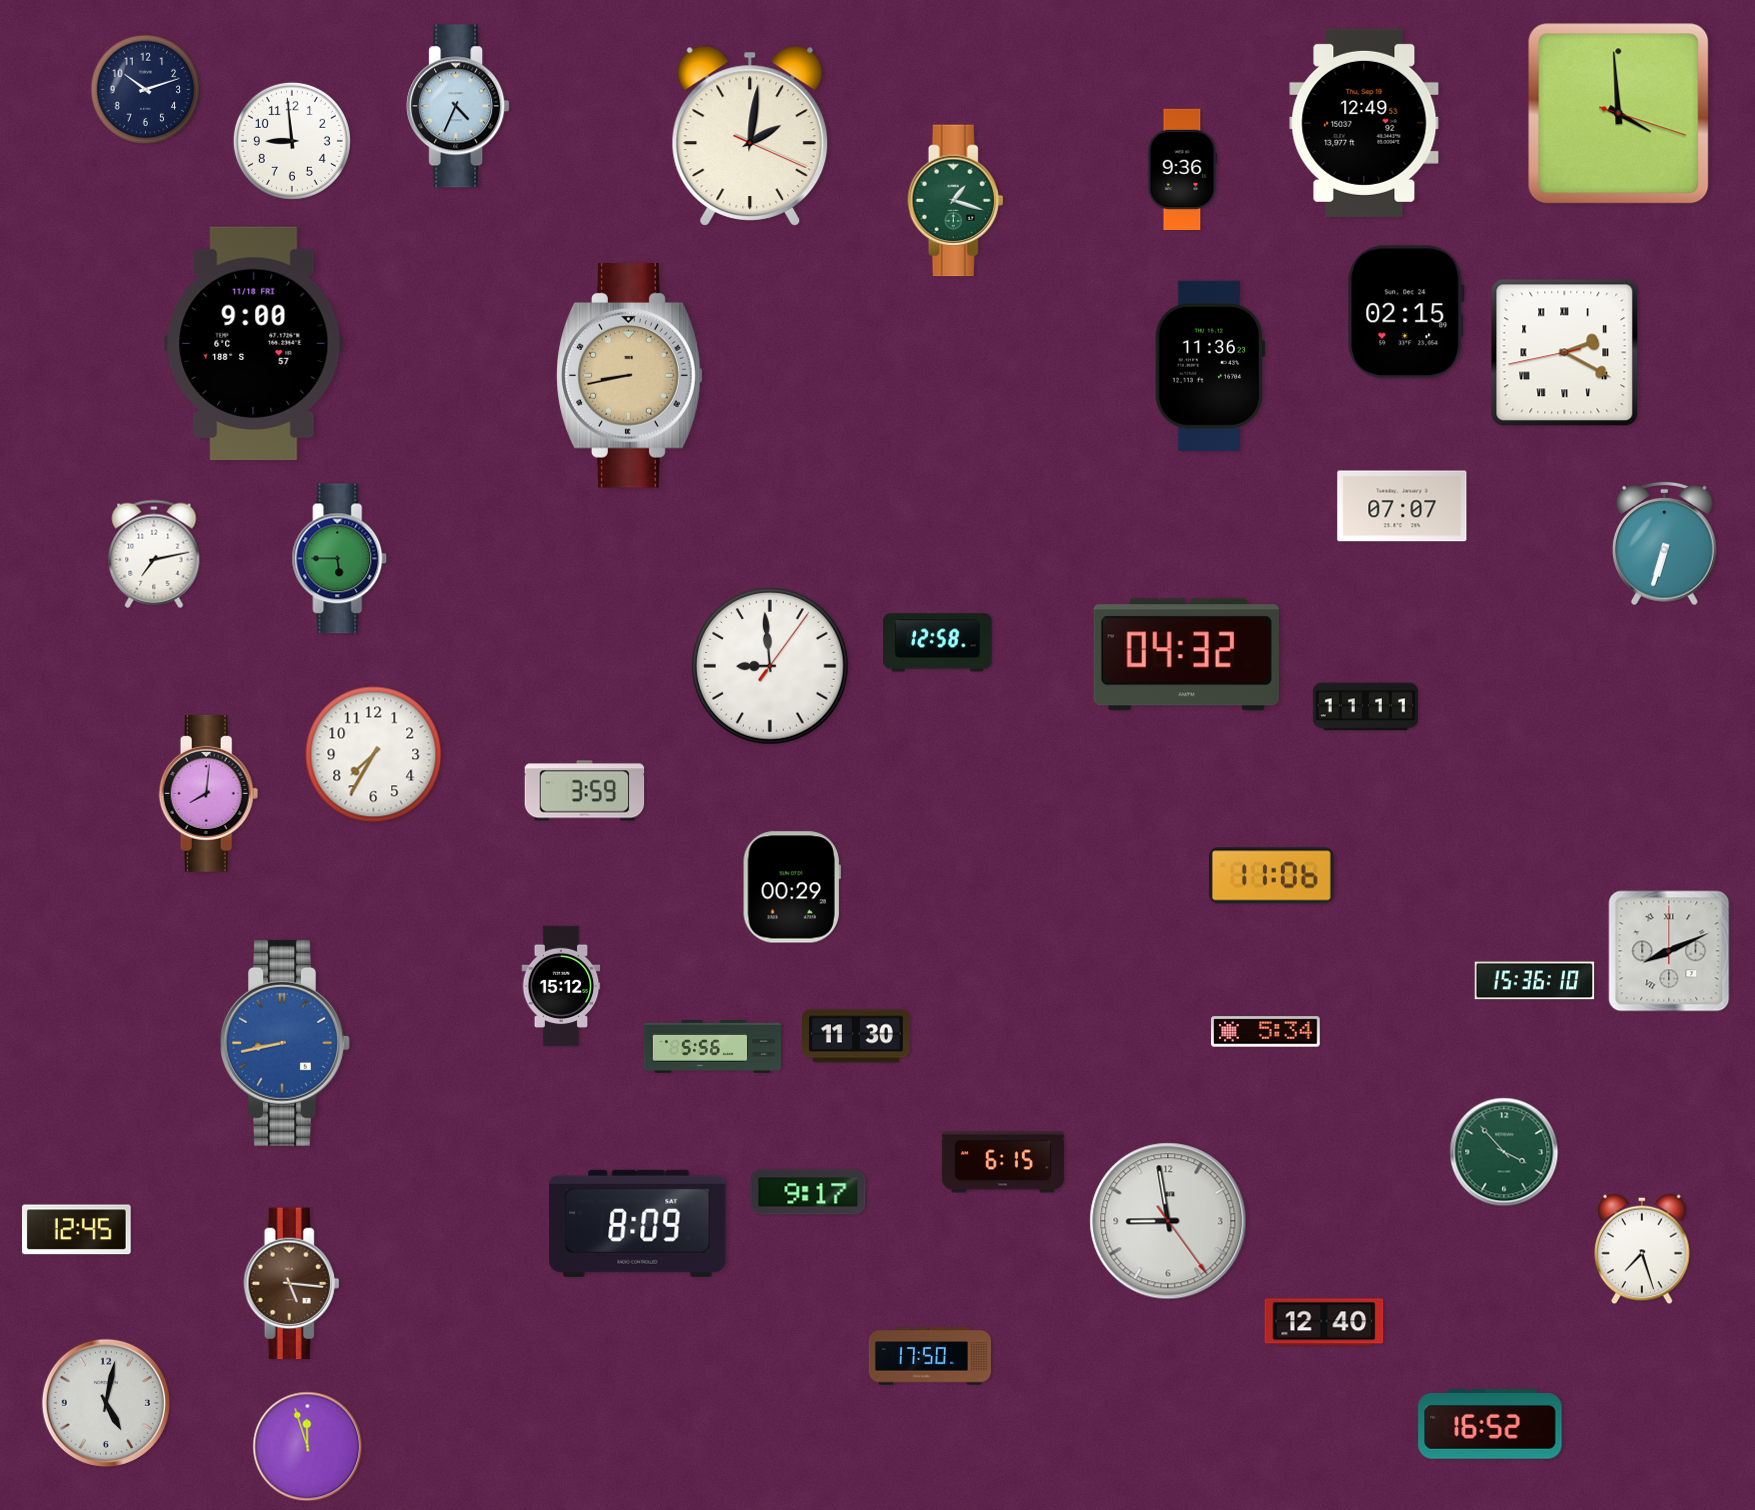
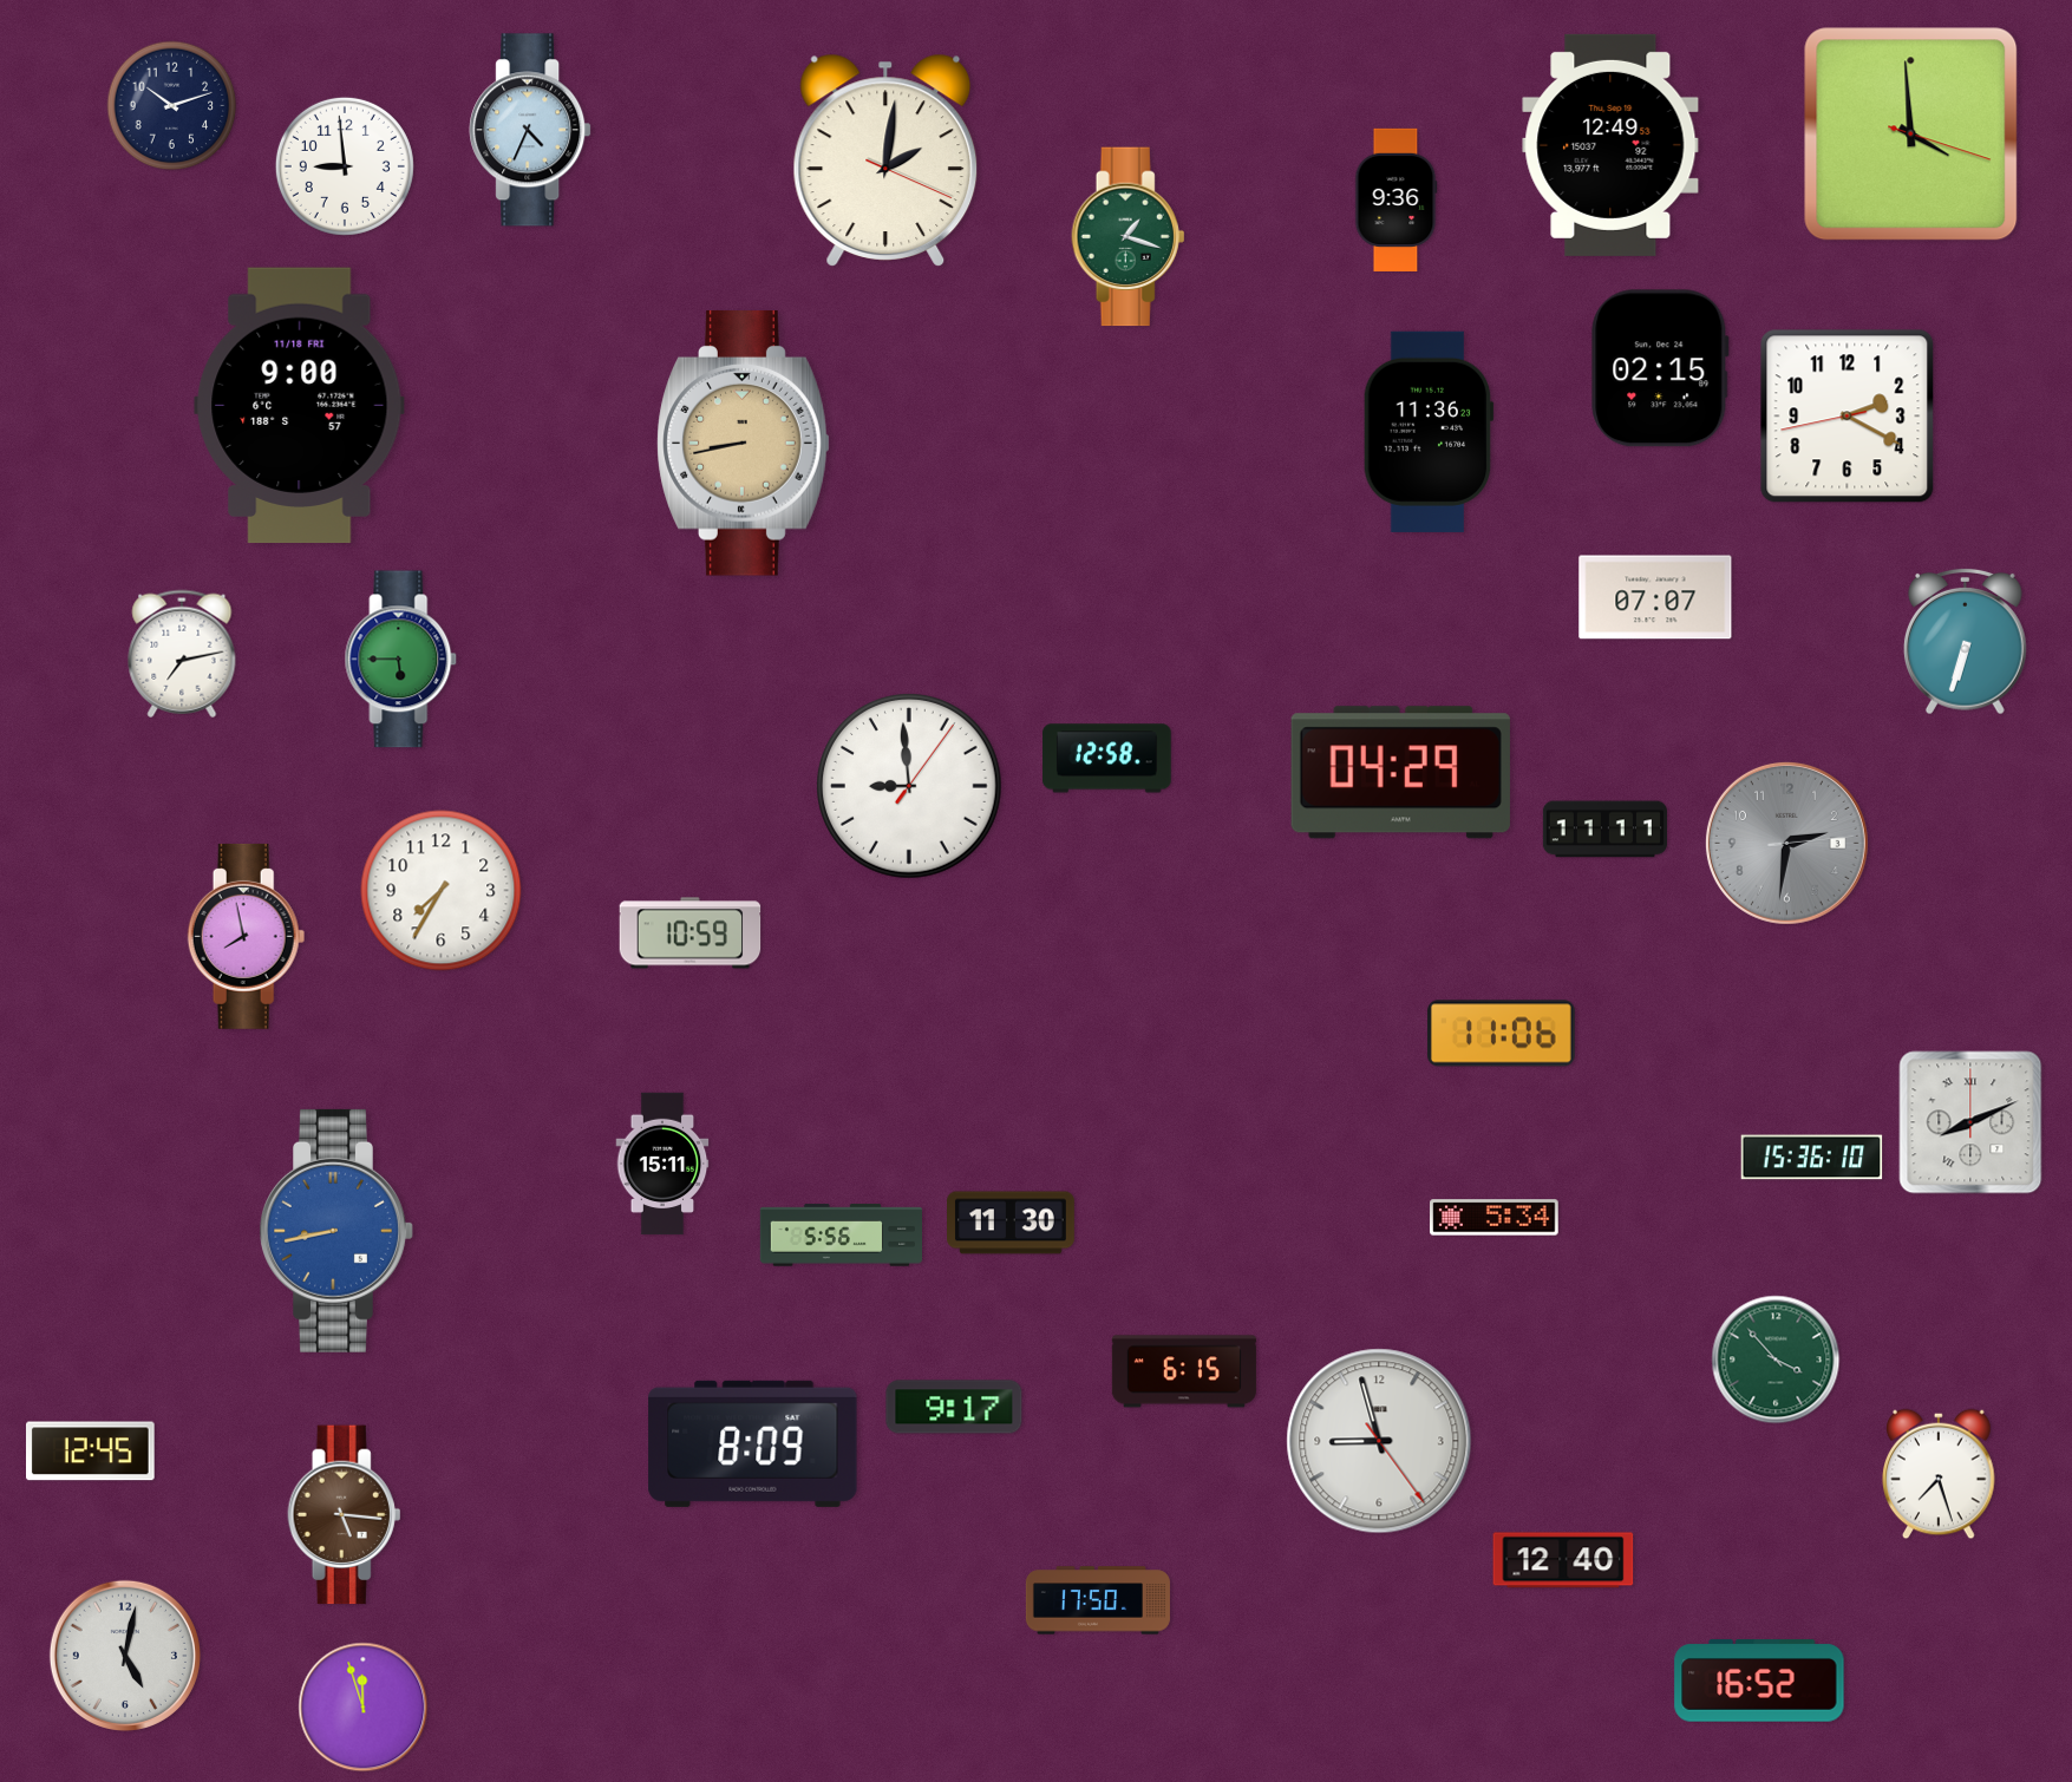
clock at (458, 106) position: (458, 106) -> (530, 130)
clock at (1565, 353) numerals: Roman -> Arabic
clock at (1186, 655): 04:32 -> 04:29
clock at (1365, 707) position: (1365, 707) -> (1604, 830)
clock at (1786, 843): none -> 2:31
clock at (585, 791): 3:59 -> 10:59
clock at (209, 793): 8:01 -> 7:58
clock at (792, 887): 00:29 -> none
clock at (561, 986): 15:12 -> 15:11
clock at (1168, 1221): 8:58 -> 8:57
